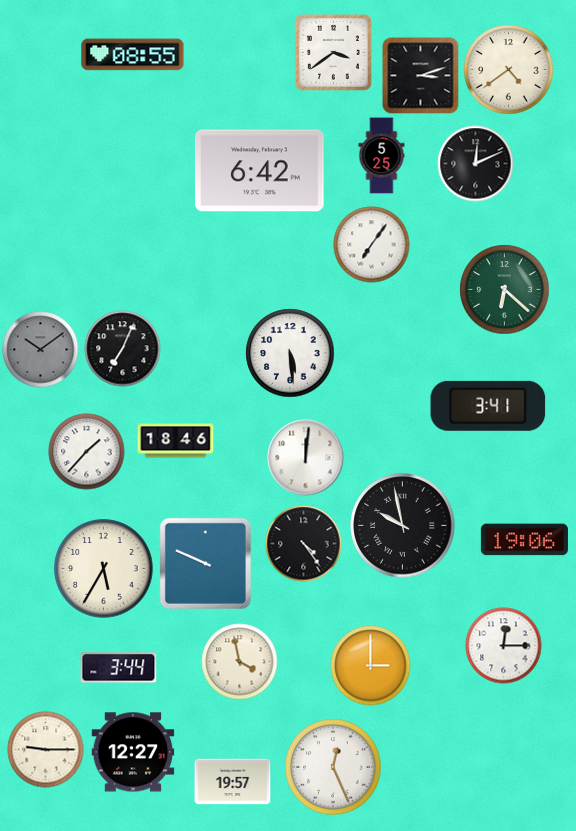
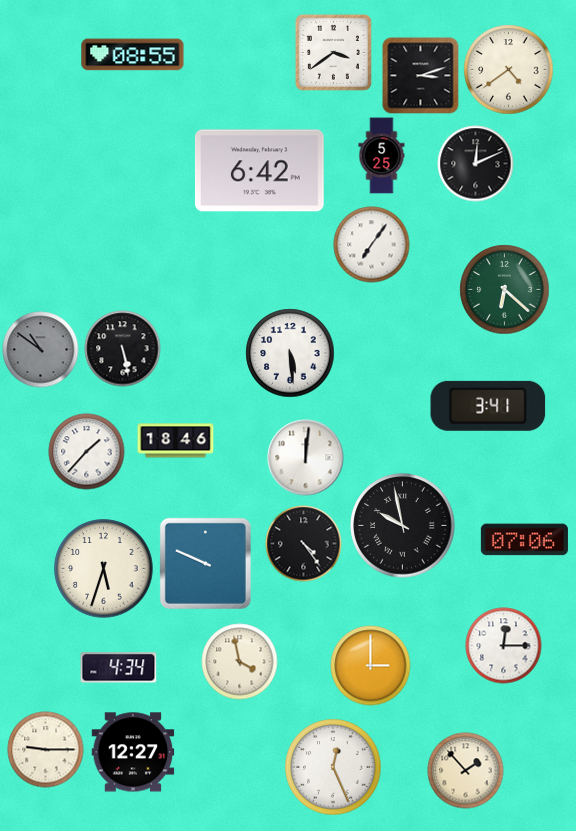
clock at (123, 349): 7:04 -> 5:28
clock at (41, 350): 10:09 -> 10:51
clock at (524, 540): 19:06 -> 07:06
clock at (104, 569): 5:35 -> 5:33
clock at (119, 668): 3:44 -> 4:34
clock at (466, 771): none -> 1:53
clock at (233, 782): 19:57 -> none
